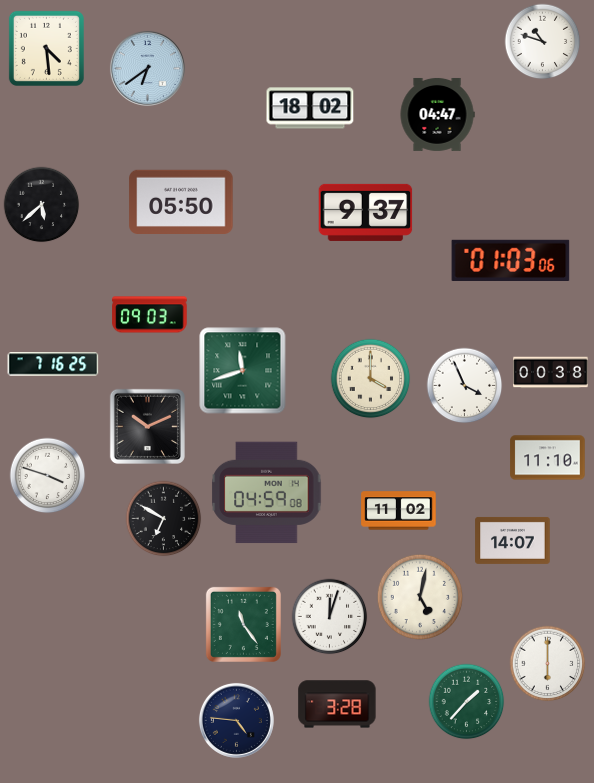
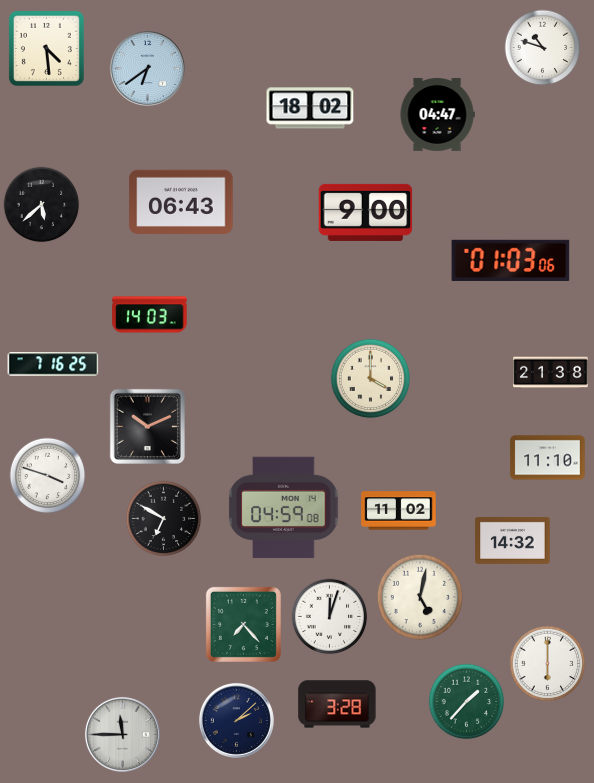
clock at (543, 42) position: (543, 42) -> (543, 48)
clock at (181, 202): 05:50 -> 06:43
clock at (366, 212): 9:37 -> 9:00
clock at (150, 315): 09:03 -> 14:03
clock at (243, 371): 11:42 -> none
clock at (551, 373): 00:38 -> 21:38
clock at (465, 386): 3:56 -> none
clock at (267, 493) position: (267, 493) -> (284, 508)
clock at (513, 540): 14:07 -> 14:32
clock at (243, 624): 11:24 -> 7:23
clock at (236, 720): 4:46 -> 2:08
clock at (122, 734): none -> 11:45
